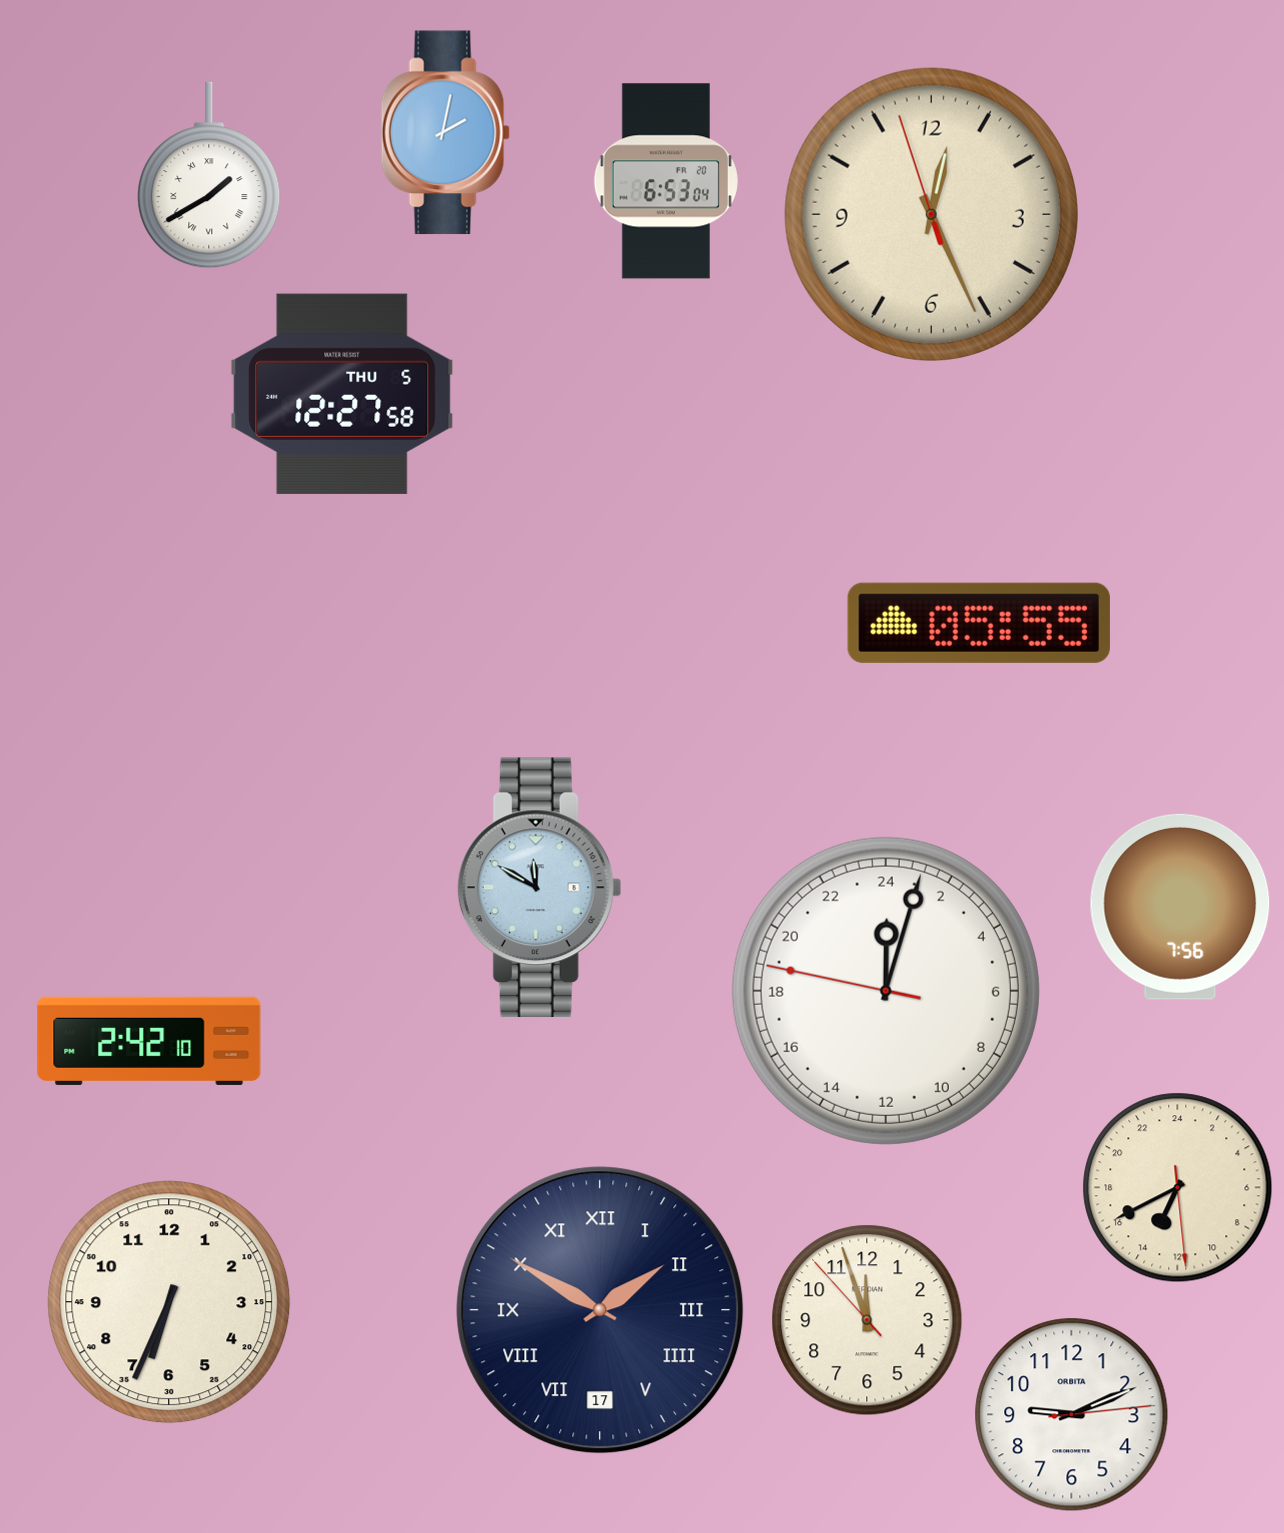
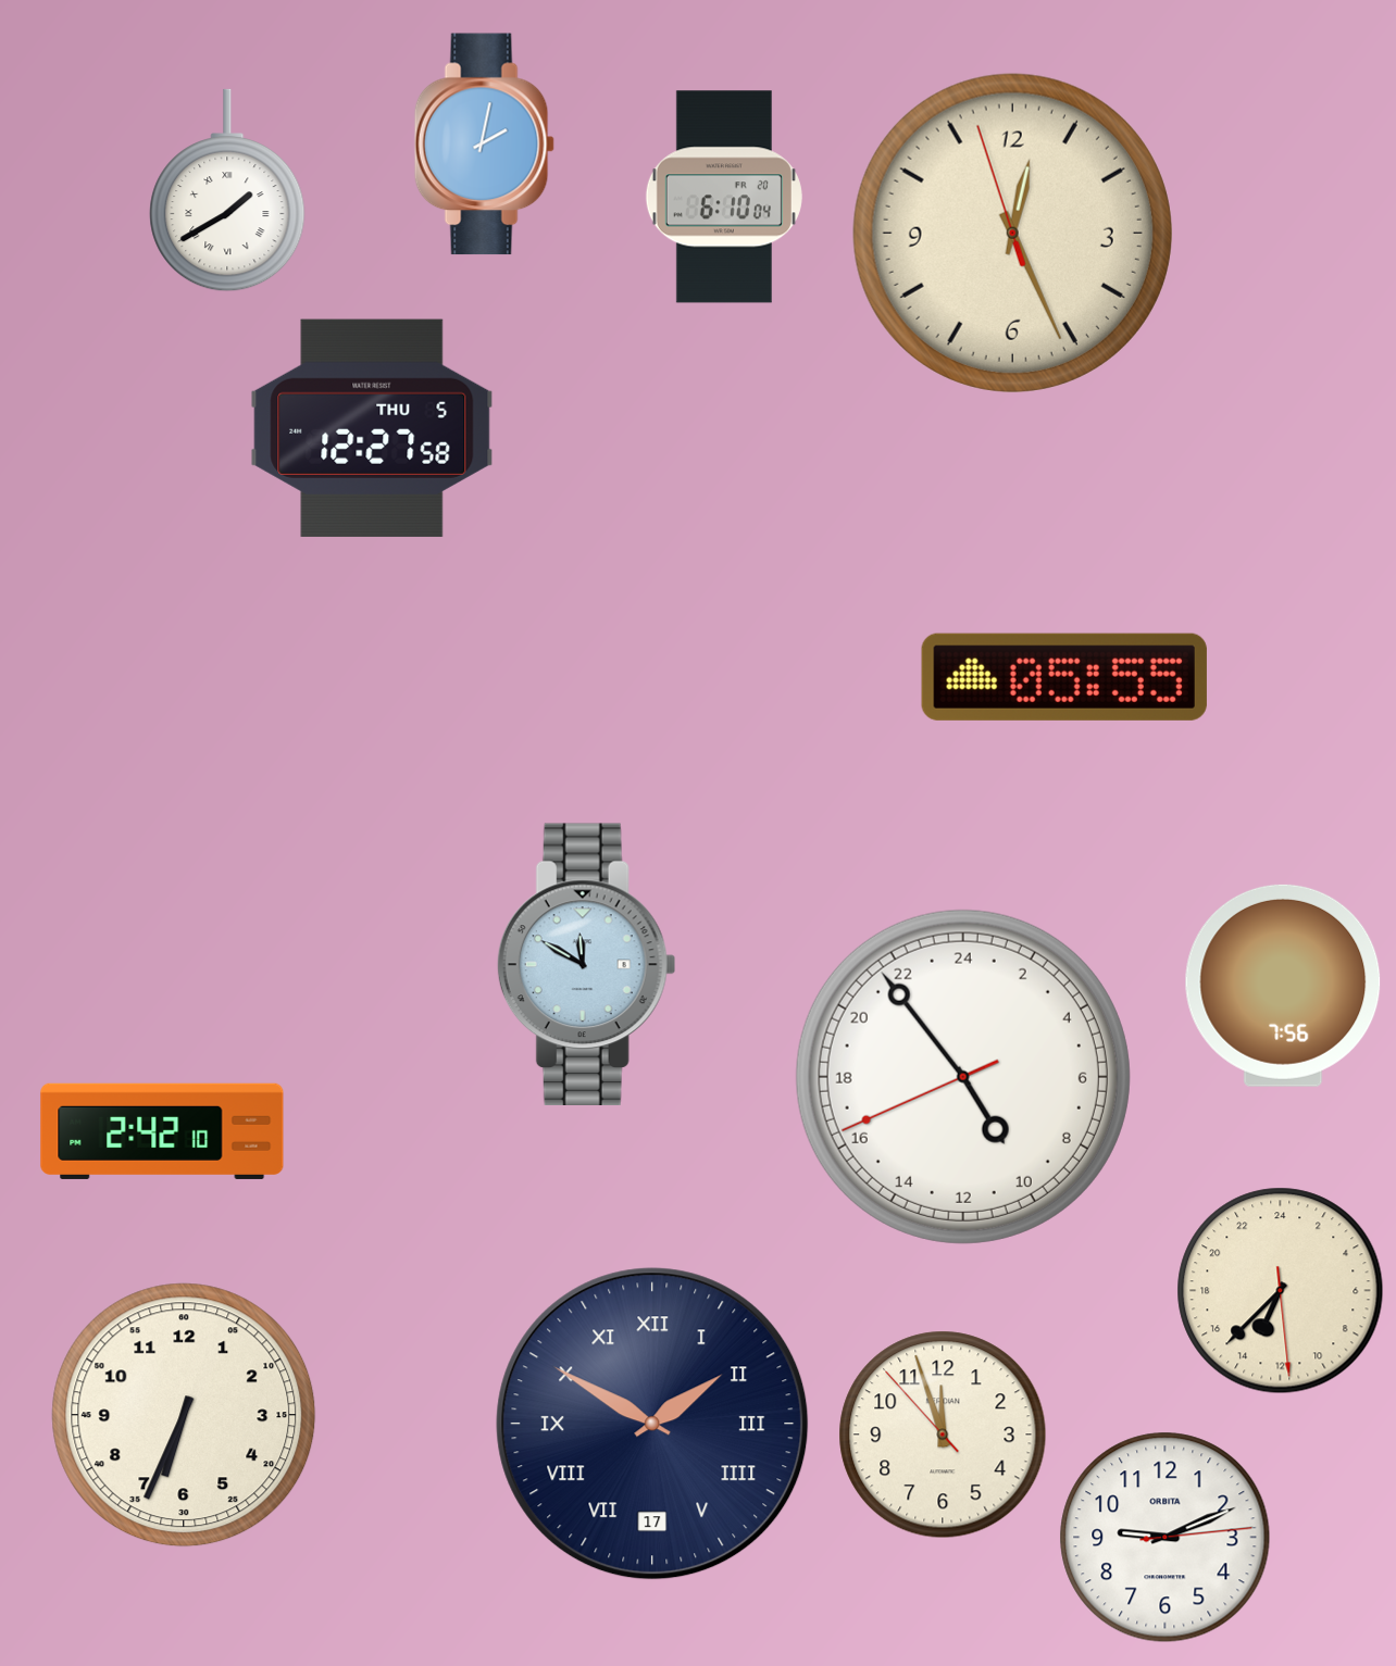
clock at (666, 181): 6:53 -> 6:10
clock at (886, 991): 0:02 -> 9:53
clock at (1178, 1188): 13:40 -> 13:37
